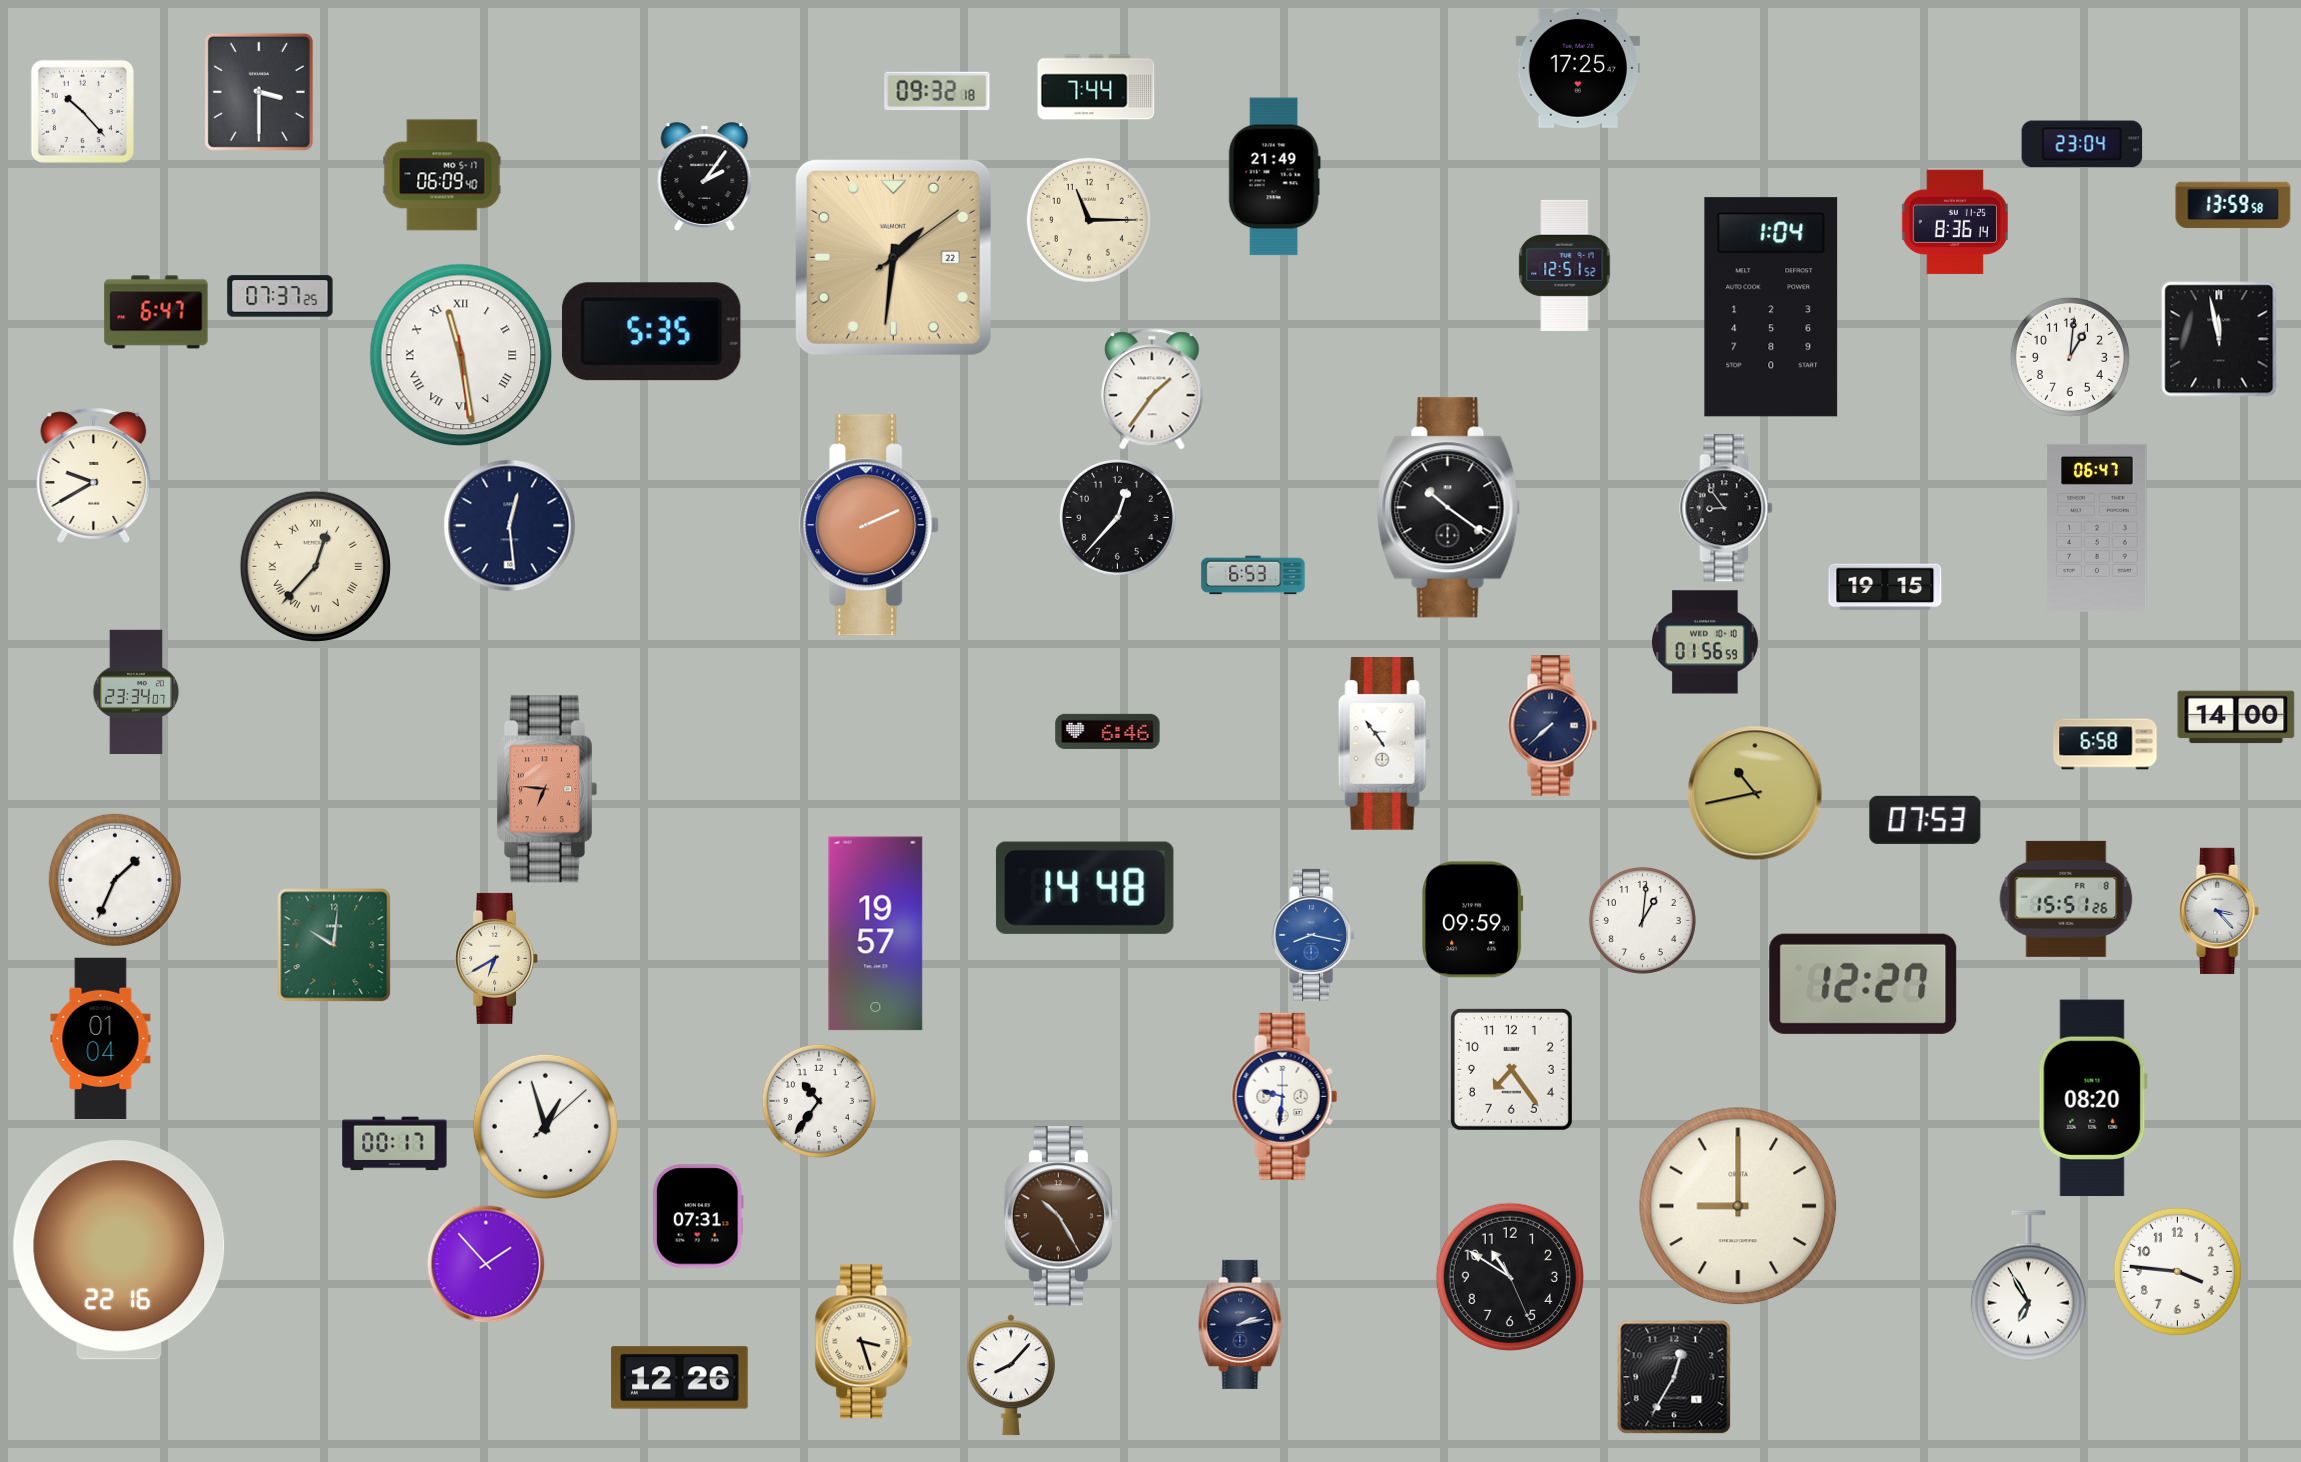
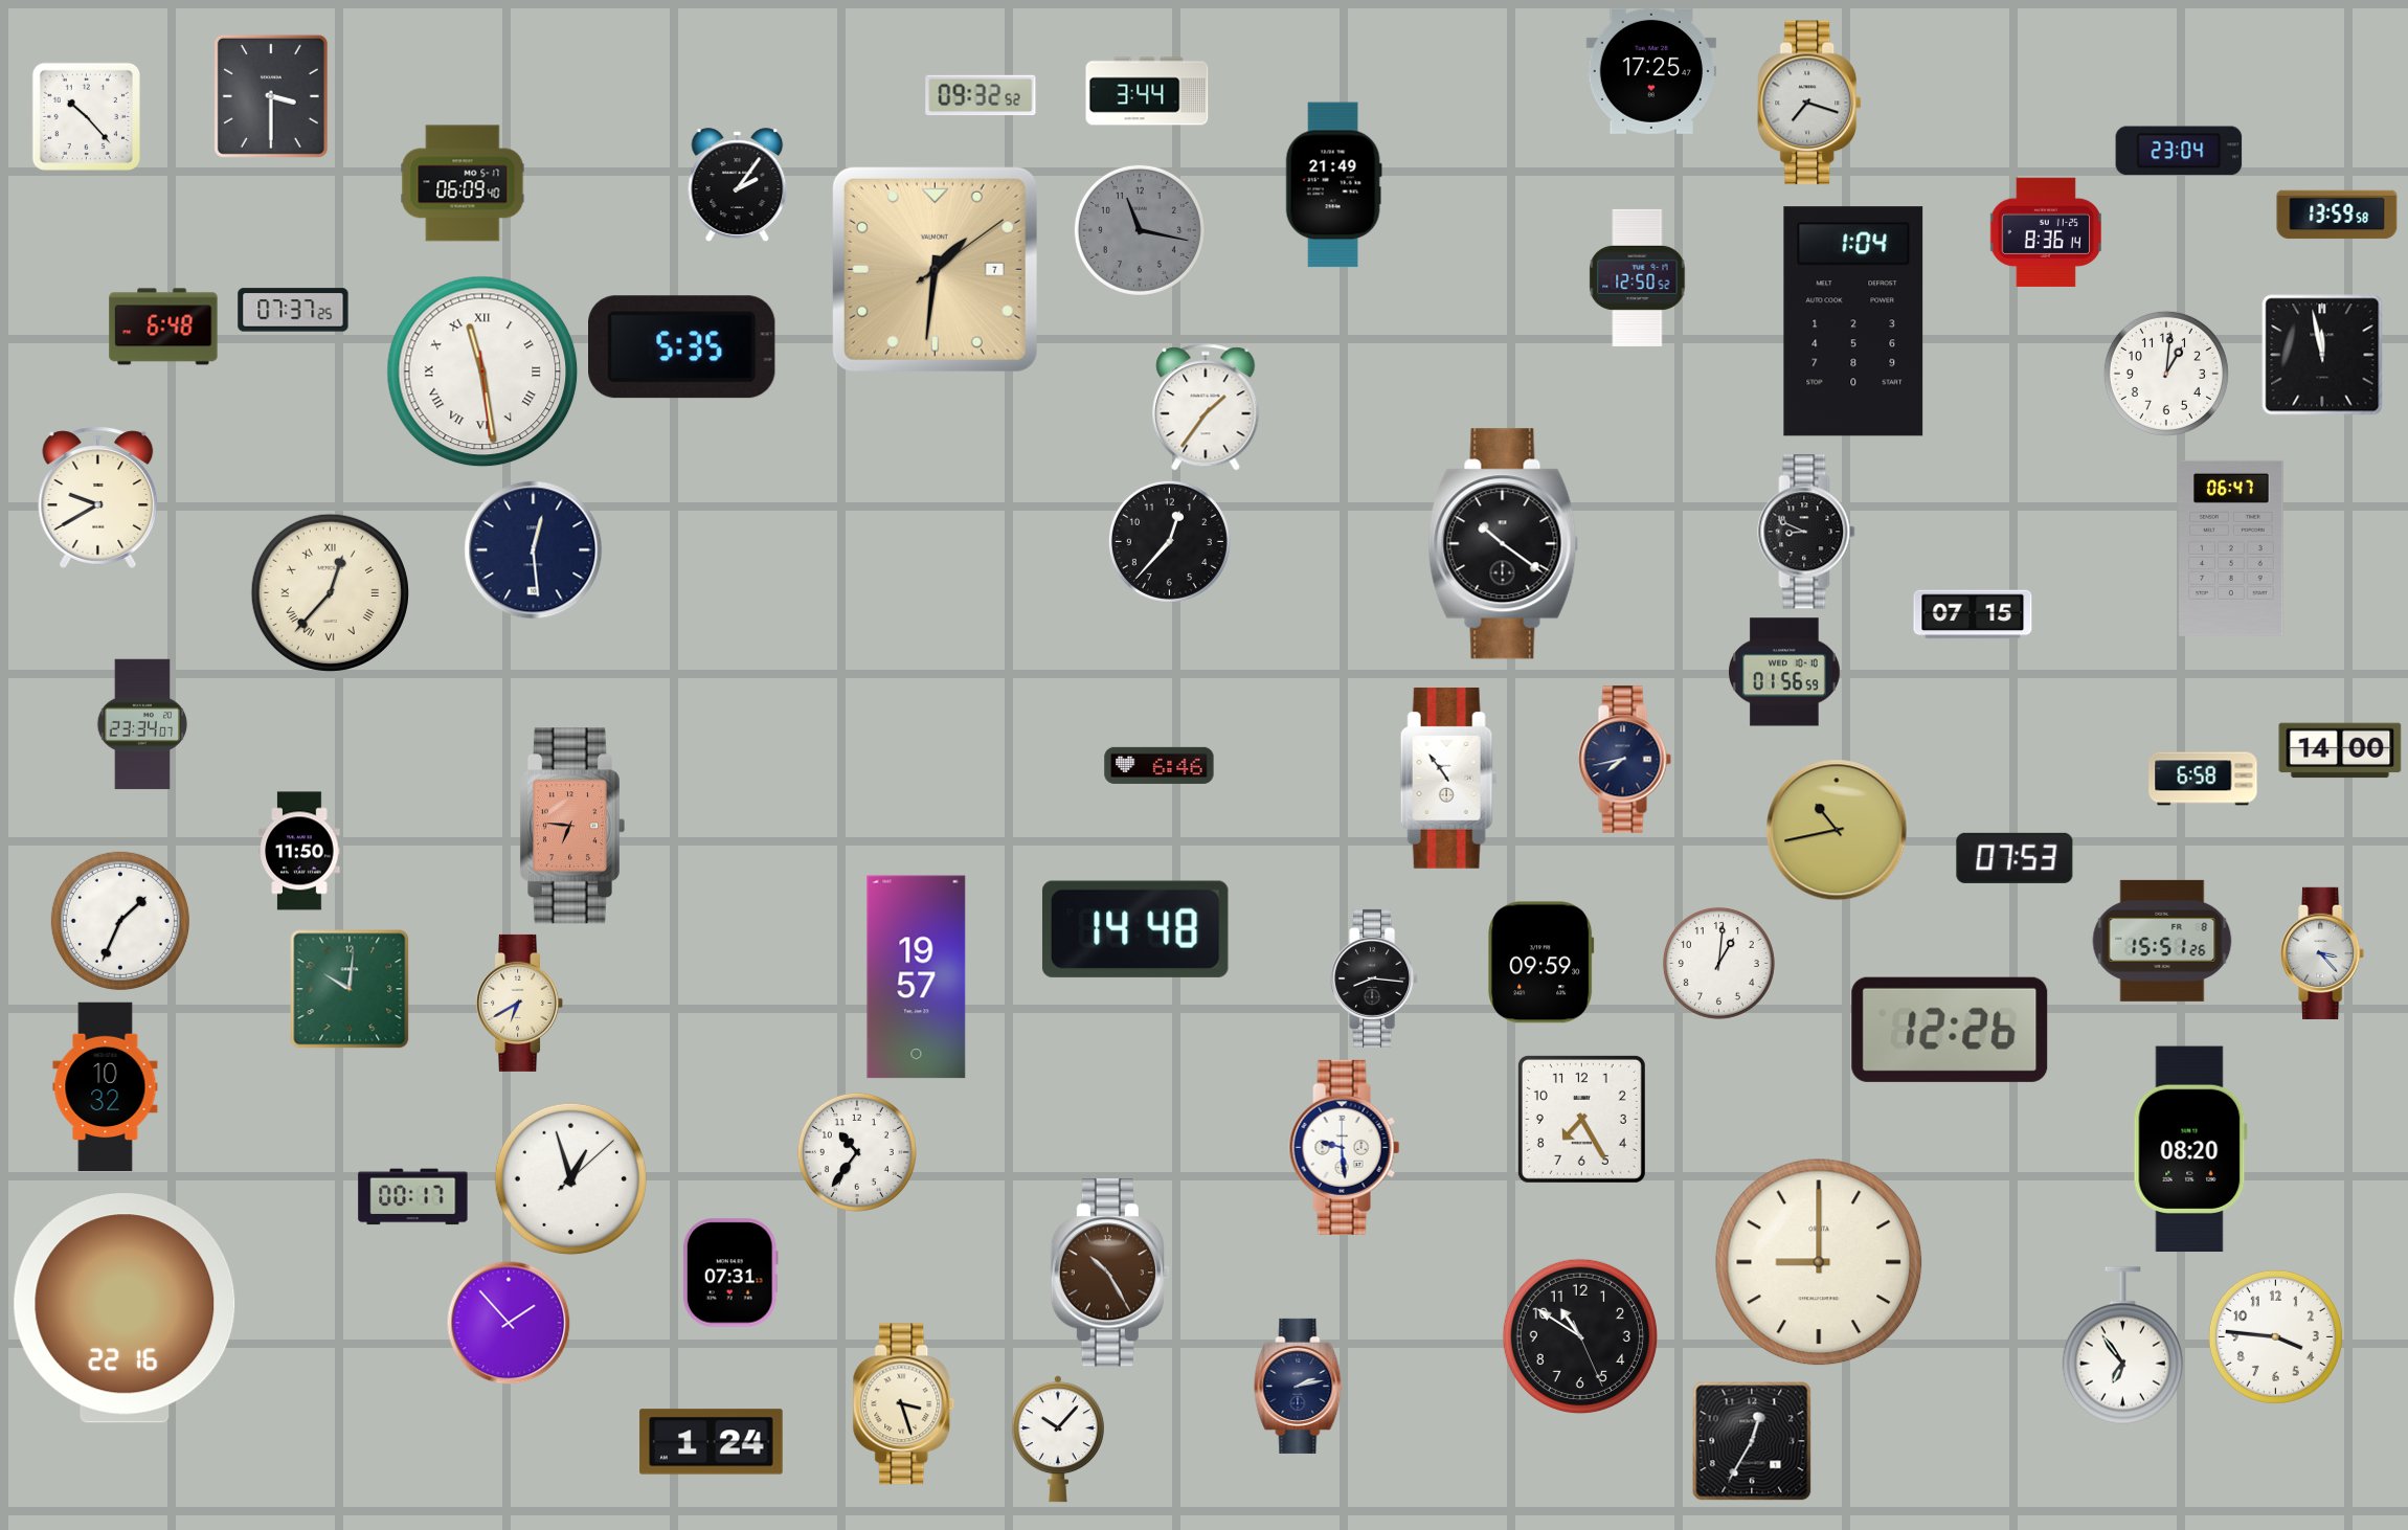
clock at (1096, 87): 7:44 -> 3:44
clock at (937, 91): 09:32:18 -> 09:32:52
clock at (1810, 103): none -> 7:18
clock at (1089, 220): 11:15 -> 11:17
clock at (1089, 220) dial: cream -> grey
clock at (893, 257) date: 22 -> 7
clock at (1565, 265): 12:51 -> 12:50
clock at (156, 312): 6:47 -> 6:48
clock at (1449, 508) position: (1449, 508) -> (1504, 544)
clock at (1726, 508): 8:54 -> 8:49
clock at (870, 525): 2:11 -> none
clock at (2097, 528) position: (2097, 528) -> (2231, 548)
clock at (1253, 575): 6:53 -> none
clock at (1885, 587): 19:15 -> 07:15
clock at (1552, 726): 7:38 -> 7:43
clock at (299, 851): none -> 11:50
clock at (1314, 935): 8:17 -> 8:16
clock at (1314, 935) dial: blue -> black
clock at (1863, 984): 12:27 -> 12:26
clock at (101, 1039): 01:04 -> 10:32
clock at (1511, 1069): 7:24 -> 7:25
clock at (1285, 1096): 9:31 -> 9:29
clock at (2177, 1271) position: (2177, 1271) -> (2275, 1336)
clock at (2028, 1286): 6:55 -> 6:54
clock at (1011, 1375): 8:07 -> 10:07
clock at (680, 1378): 12:26 -> 1:24
